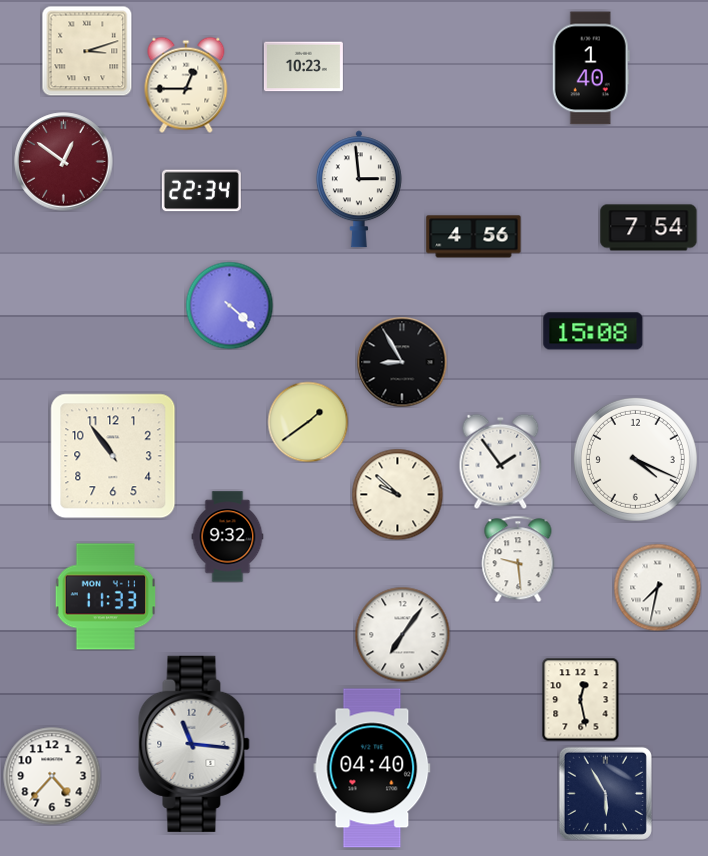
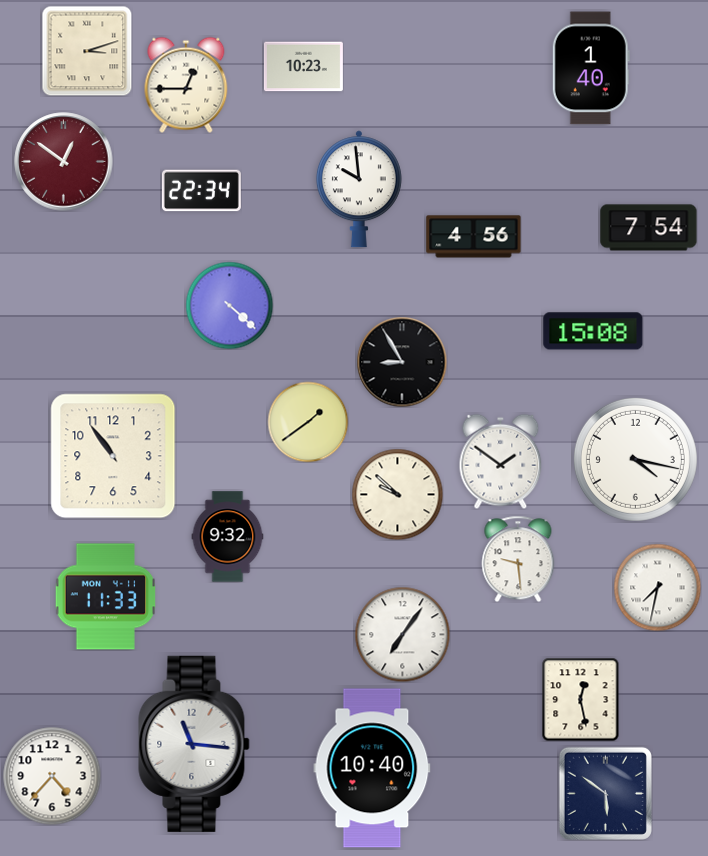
clock at (359, 189): 2:59 -> 9:59
clock at (635, 459): 4:19 -> 4:17
clock at (501, 461): 1:54 -> 1:51
clock at (372, 768): 04:40 -> 10:40
clock at (605, 793): 5:55 -> 5:51
